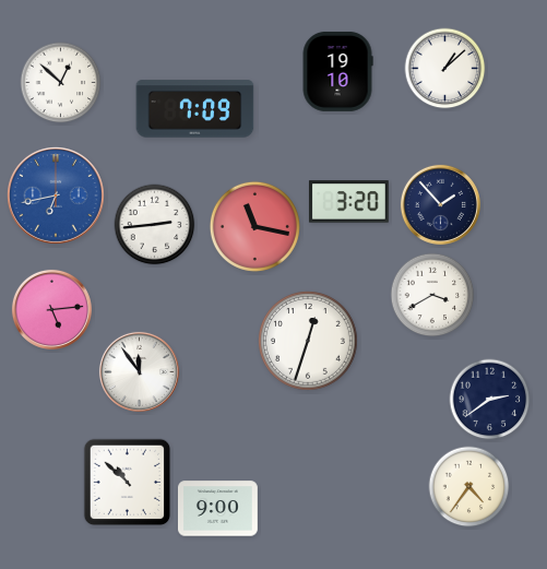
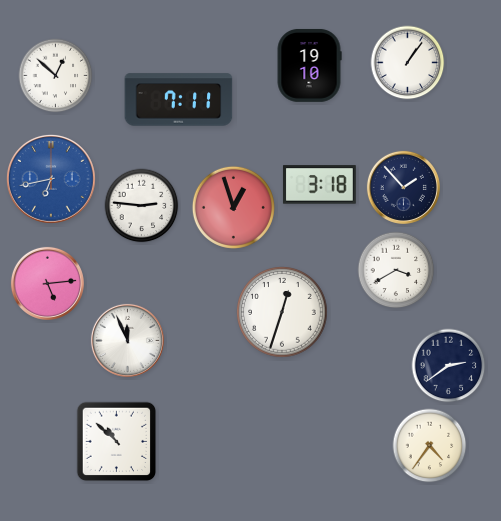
clock at (445, 69): 1:08 -> 1:06
clock at (195, 109): 7:09 -> 7:11
clock at (348, 202): 3:20 -> 3:18
clock at (155, 225): 2:44 -> 2:46
clock at (254, 226): 11:17 -> 12:57
clock at (139, 371): 11:54 -> 11:56
clock at (217, 509): 9:00 -> none
